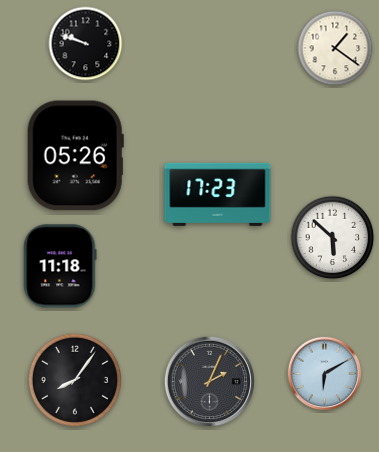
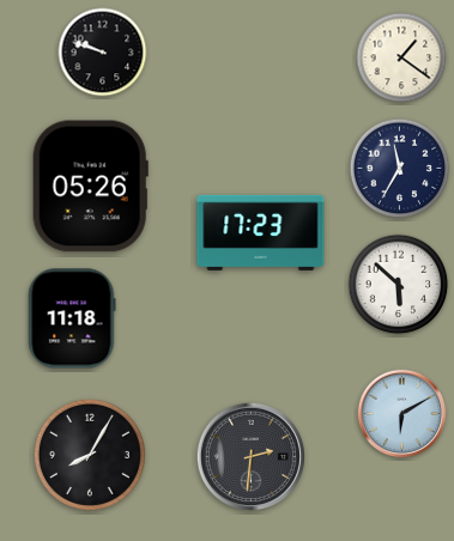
clock at (400, 169): none -> 11:35
clock at (325, 374) position: (325, 374) -> (402, 414)
clock at (75, 380): 8:06 -> 8:05
clock at (209, 381): 2:04 -> 2:31
